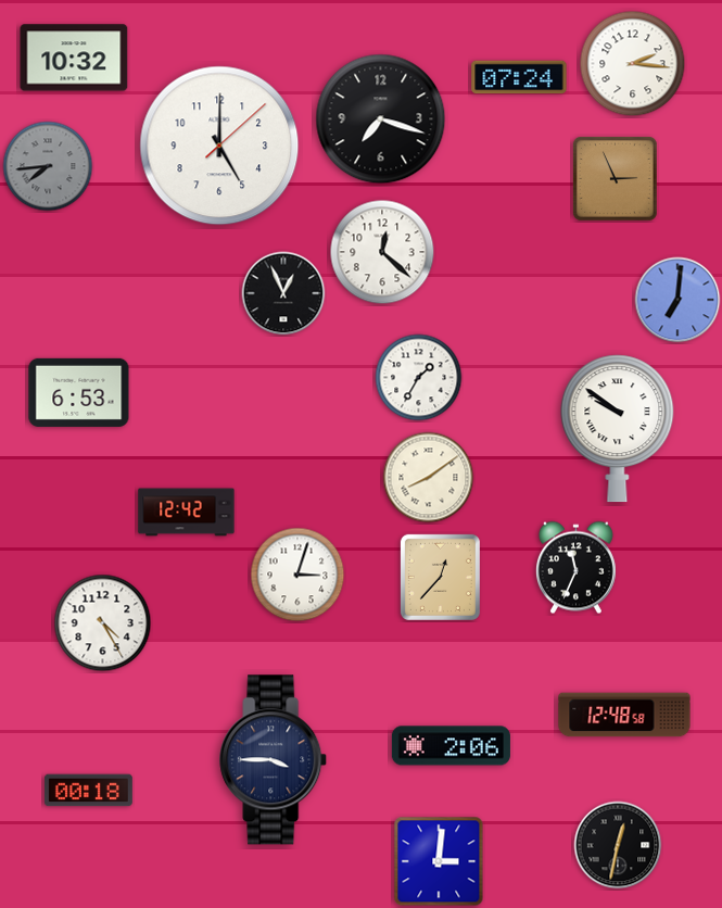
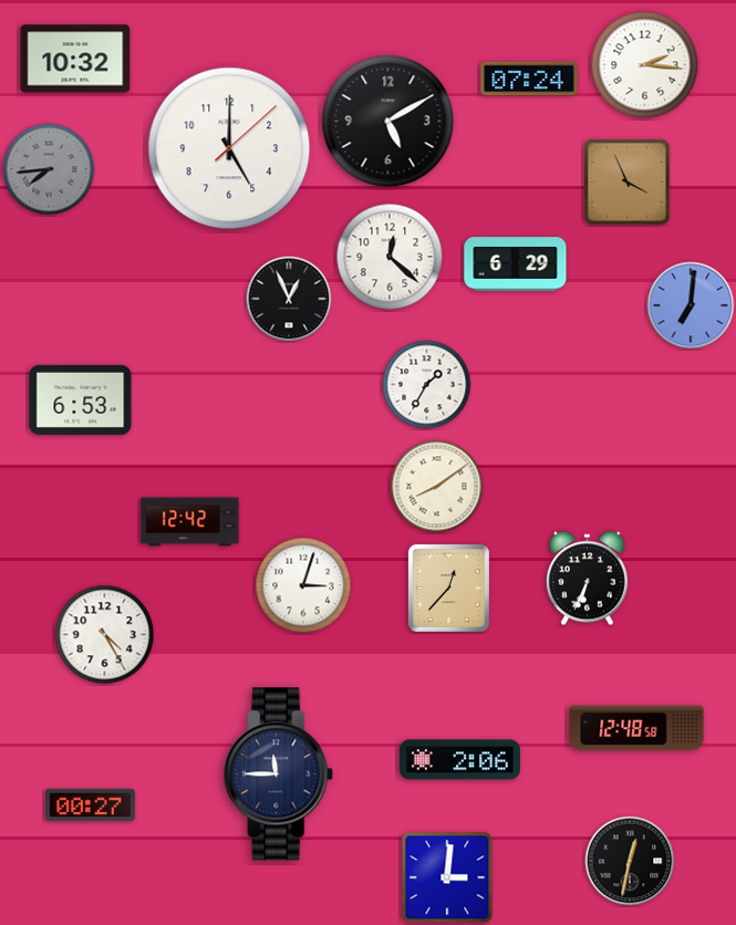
clock at (381, 119): 7:18 -> 5:10
clock at (219, 146) position: (219, 146) -> (229, 148)
clock at (615, 178): 2:56 -> 3:56
clock at (516, 264): none -> 6:29
clock at (618, 429): 9:51 -> none
clock at (575, 568): 11:34 -> 6:34
clock at (274, 760): 3:45 -> 11:45
clock at (88, 791): 00:18 -> 00:27
